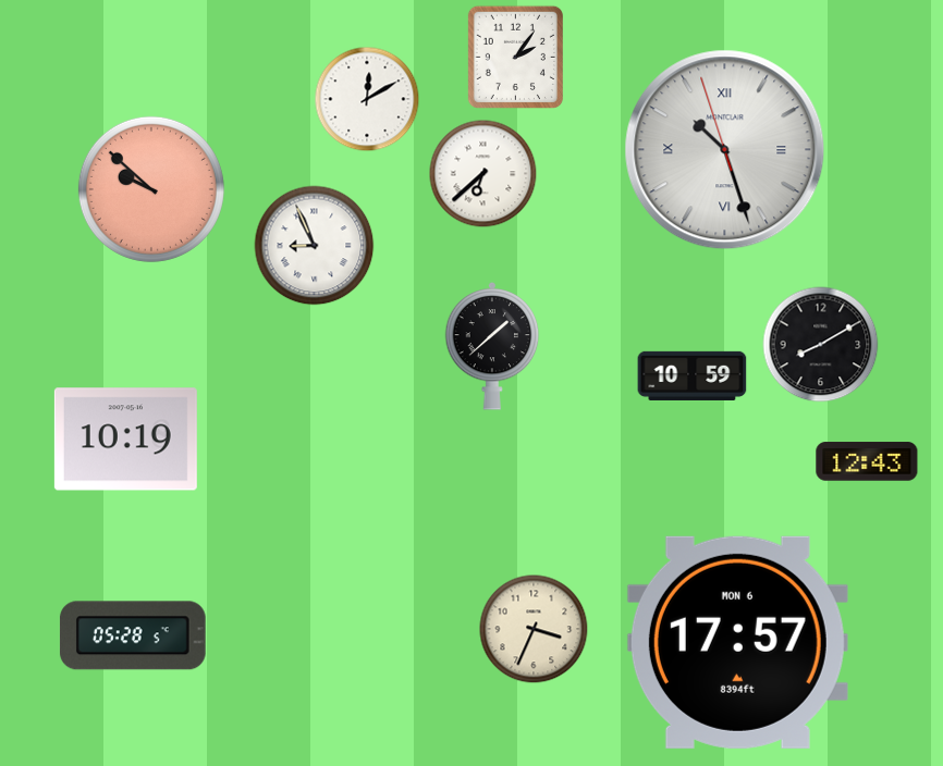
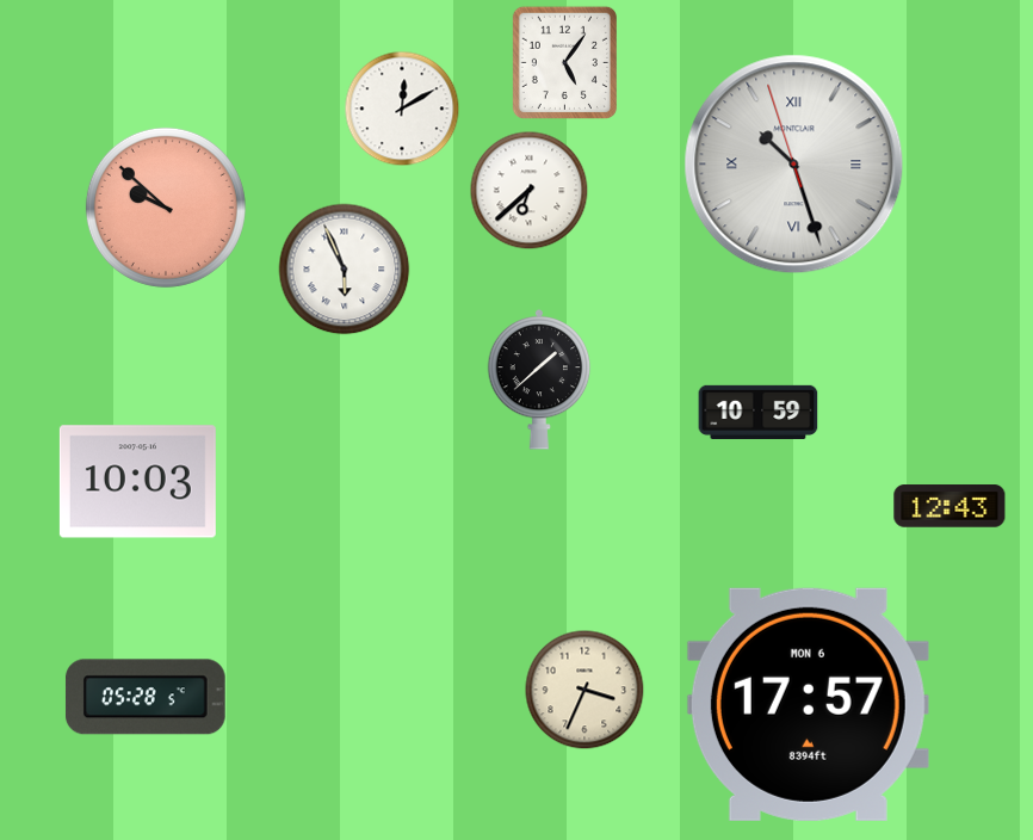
clock at (515, 57): 2:06 -> 5:06
clock at (315, 246): 8:56 -> 5:56
clock at (821, 345): 8:10 -> none
clock at (125, 440): 10:19 -> 10:03
